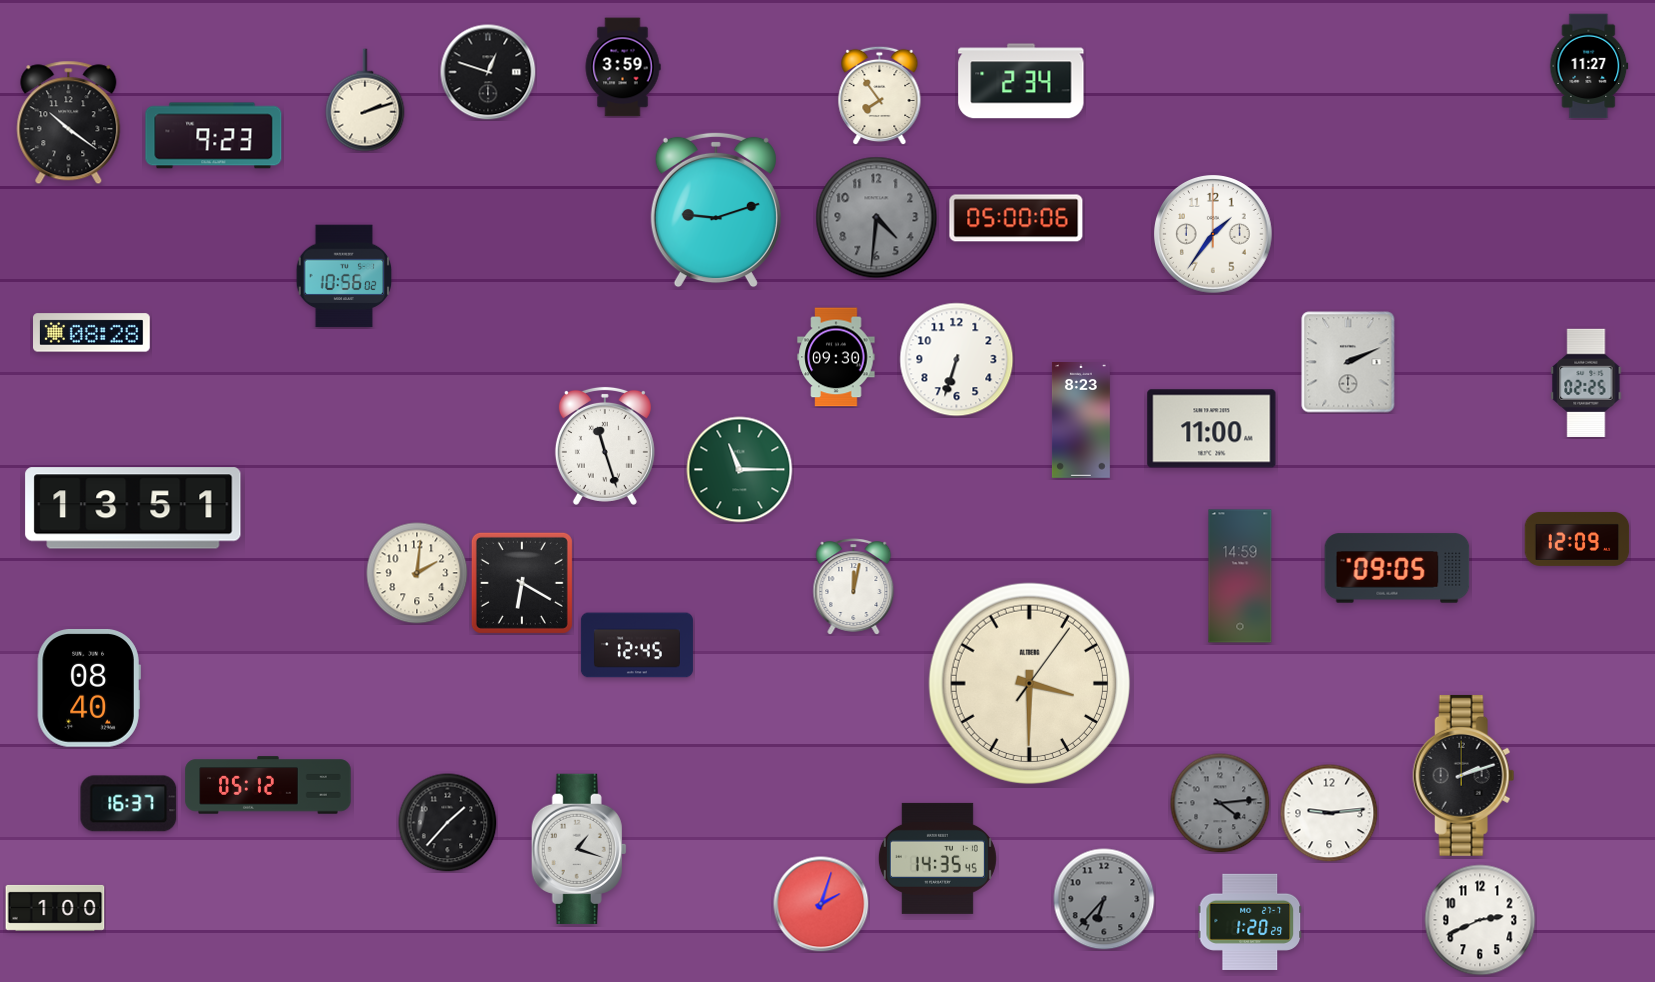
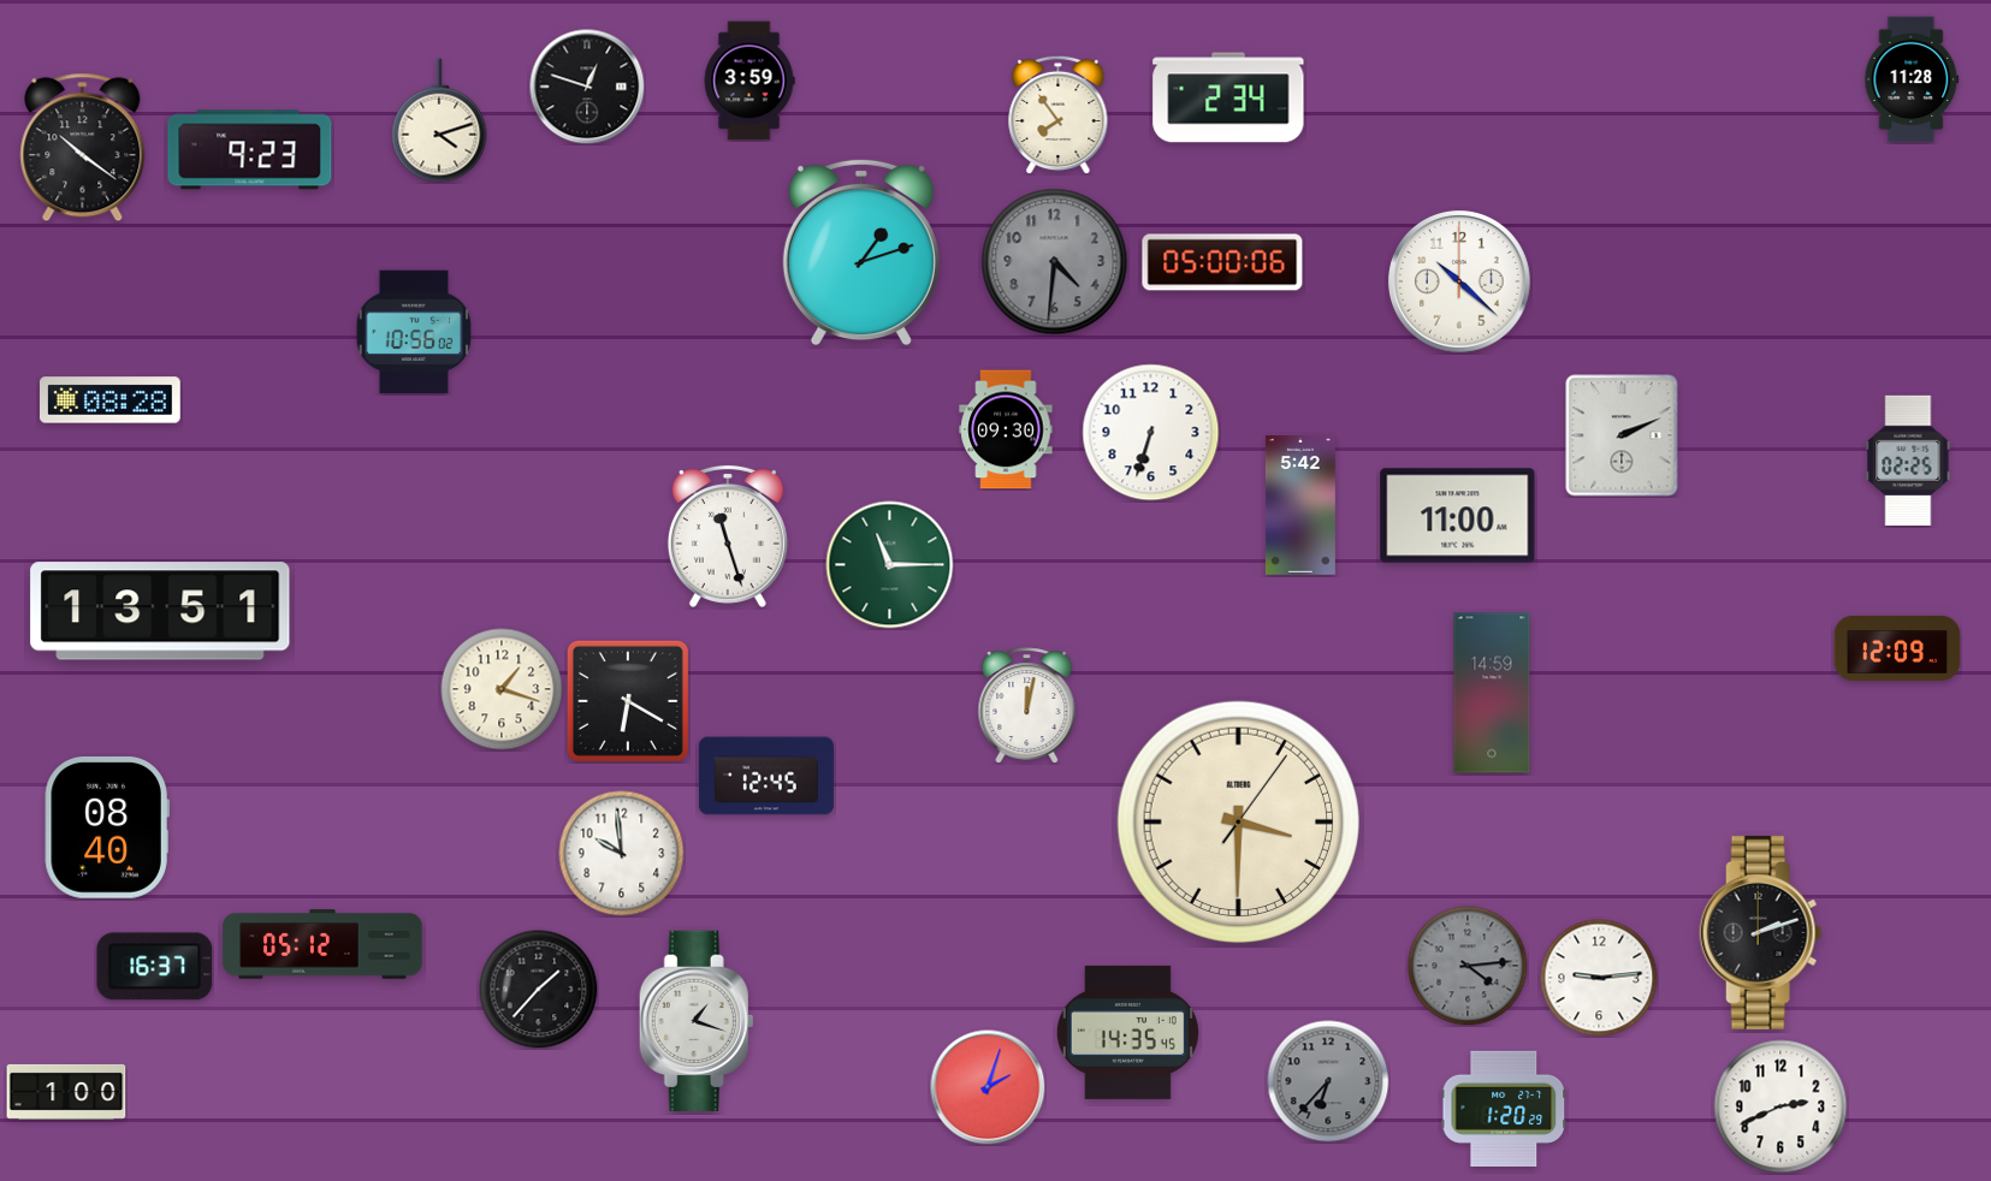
clock at (1589, 66): 11:27 -> 11:28
clock at (365, 100): 2:12 -> 4:12
clock at (214, 136) position: (214, 136) -> (250, 150)
clock at (716, 210): 9:12 -> 1:12
clock at (1213, 234): 1:36 -> 10:22
clock at (1081, 421): 8:23 -> 5:42
clock at (1397, 568): 09:05 -> none
clock at (417, 573): 2:01 -> 1:18
clock at (622, 854): none -> 9:59
